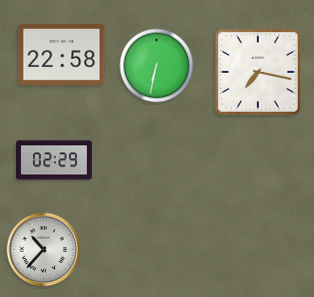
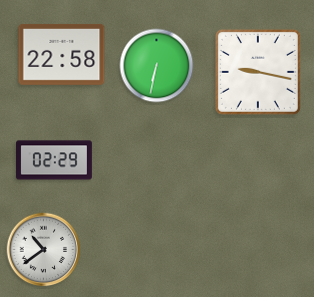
clock at (258, 72): 7:17 -> 9:17
clock at (44, 250): 10:37 -> 10:39
